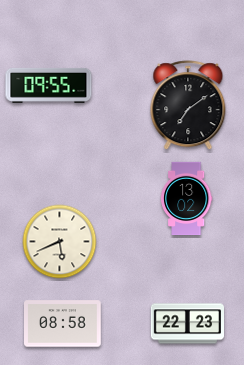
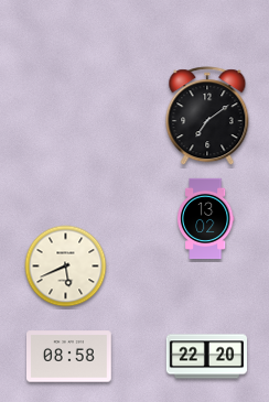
clock at (49, 85): 09:55 -> none
clock at (188, 324): 22:23 -> 22:20
